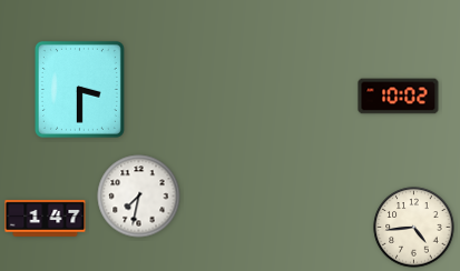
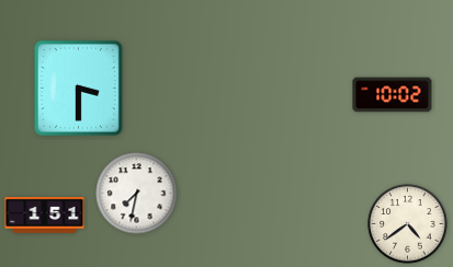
clock at (46, 218): 1:47 -> 1:51
clock at (414, 228): 4:44 -> 4:39
